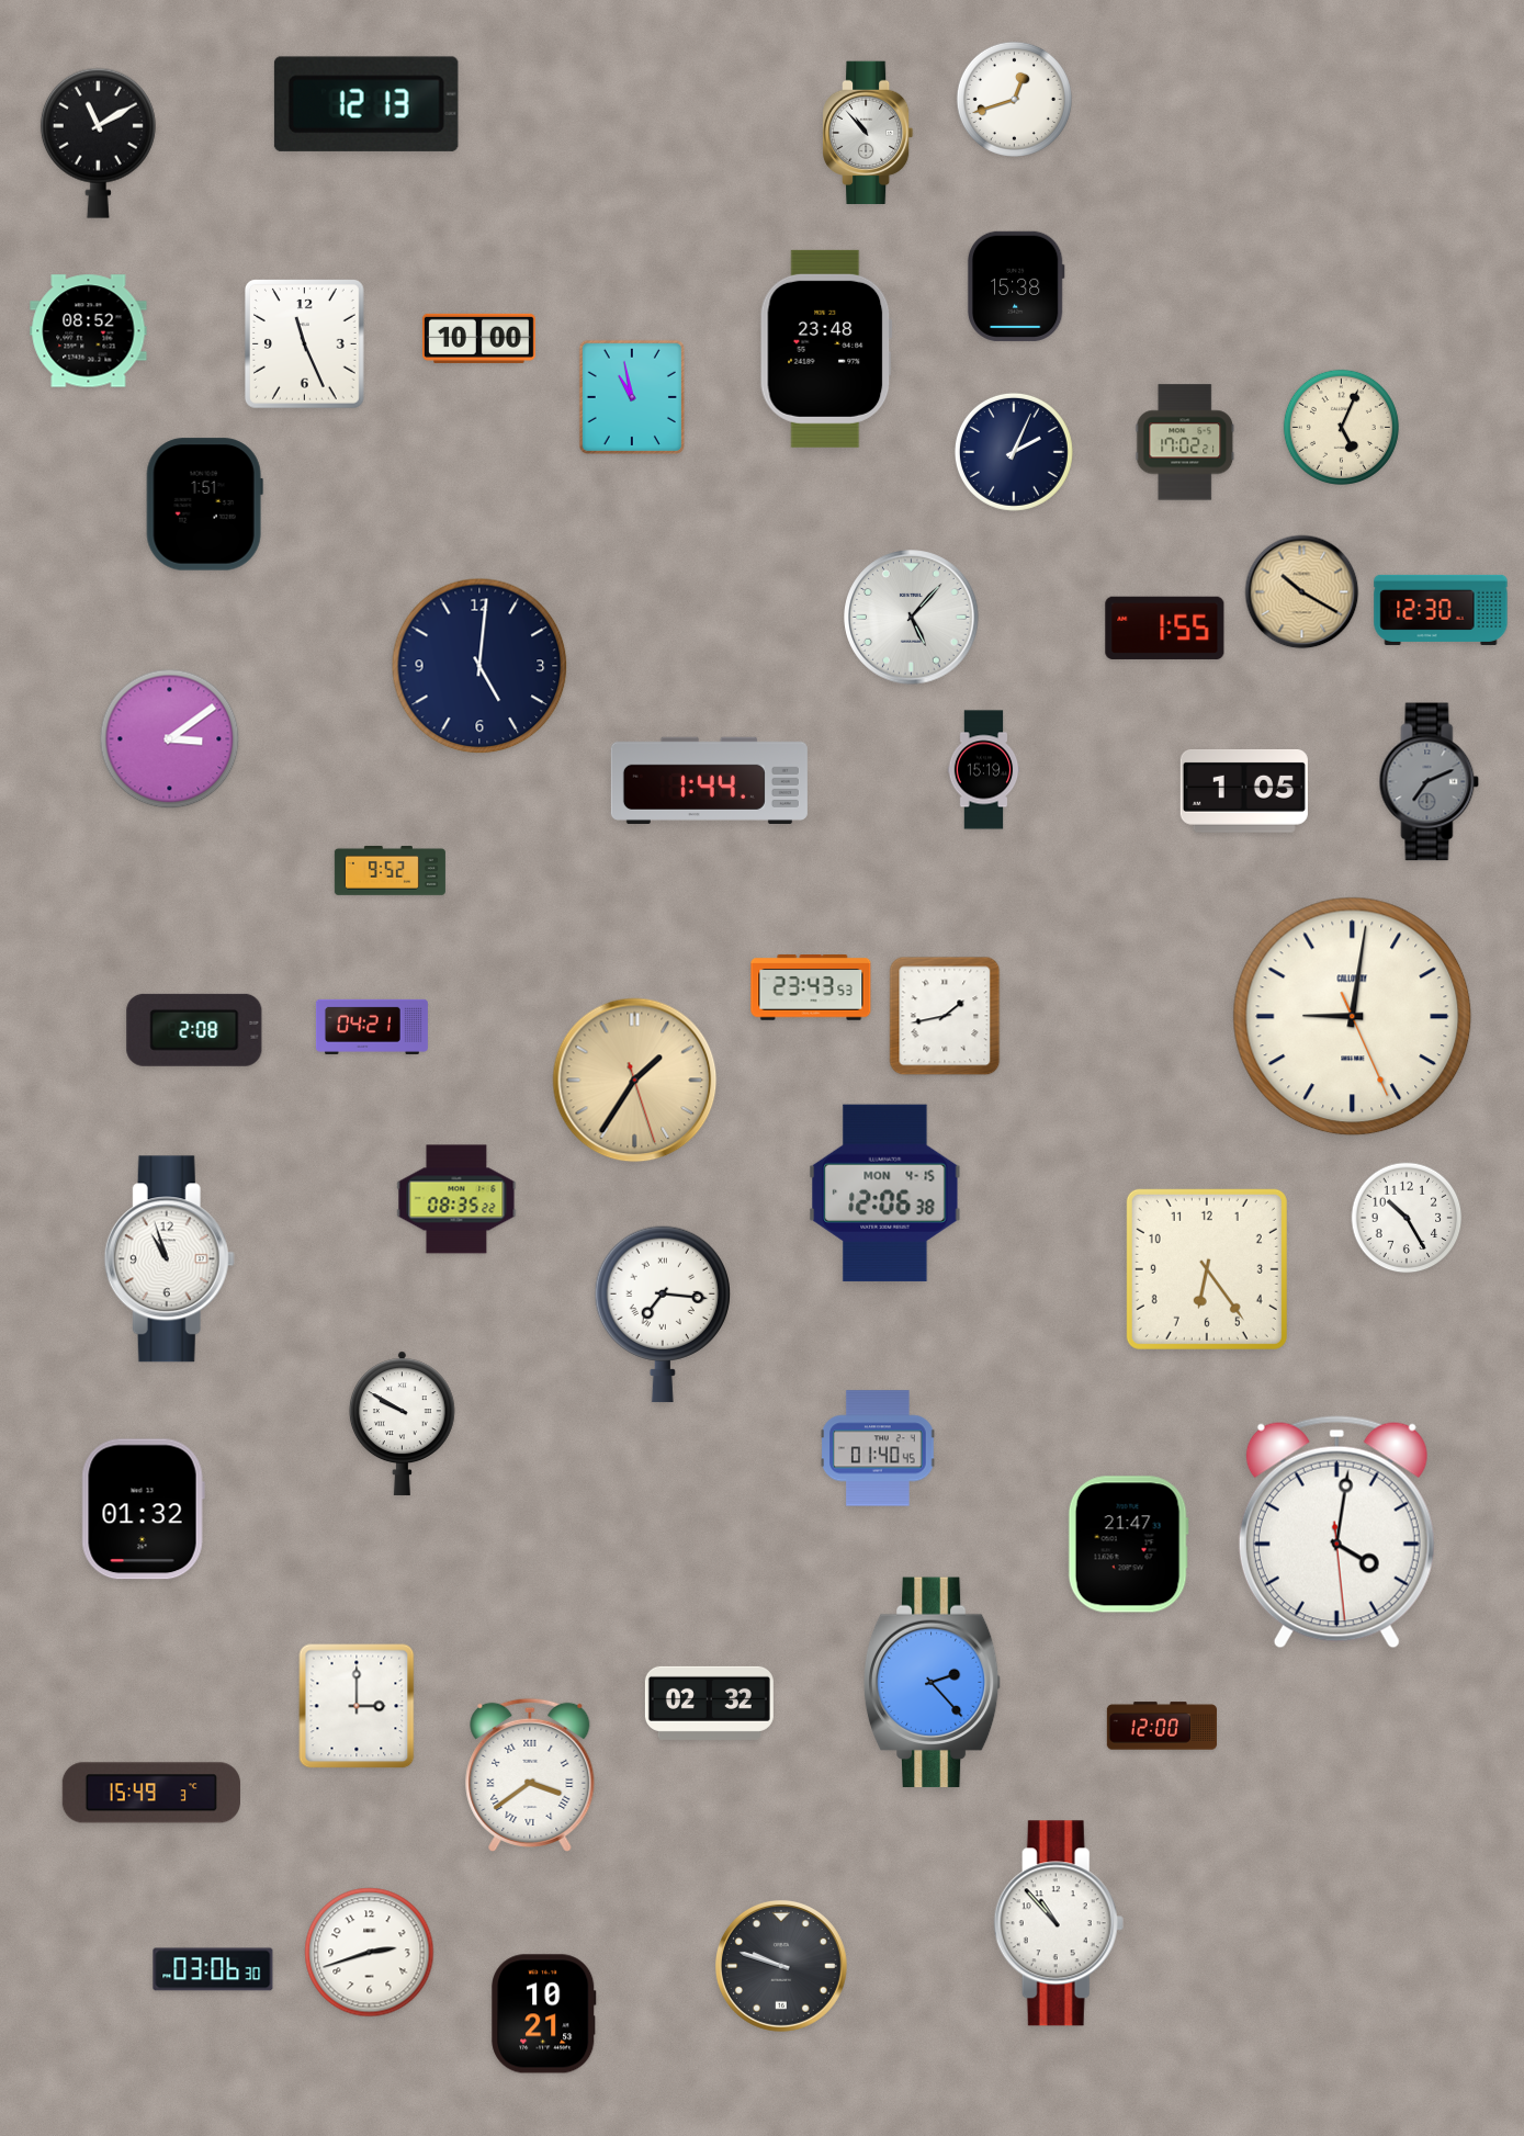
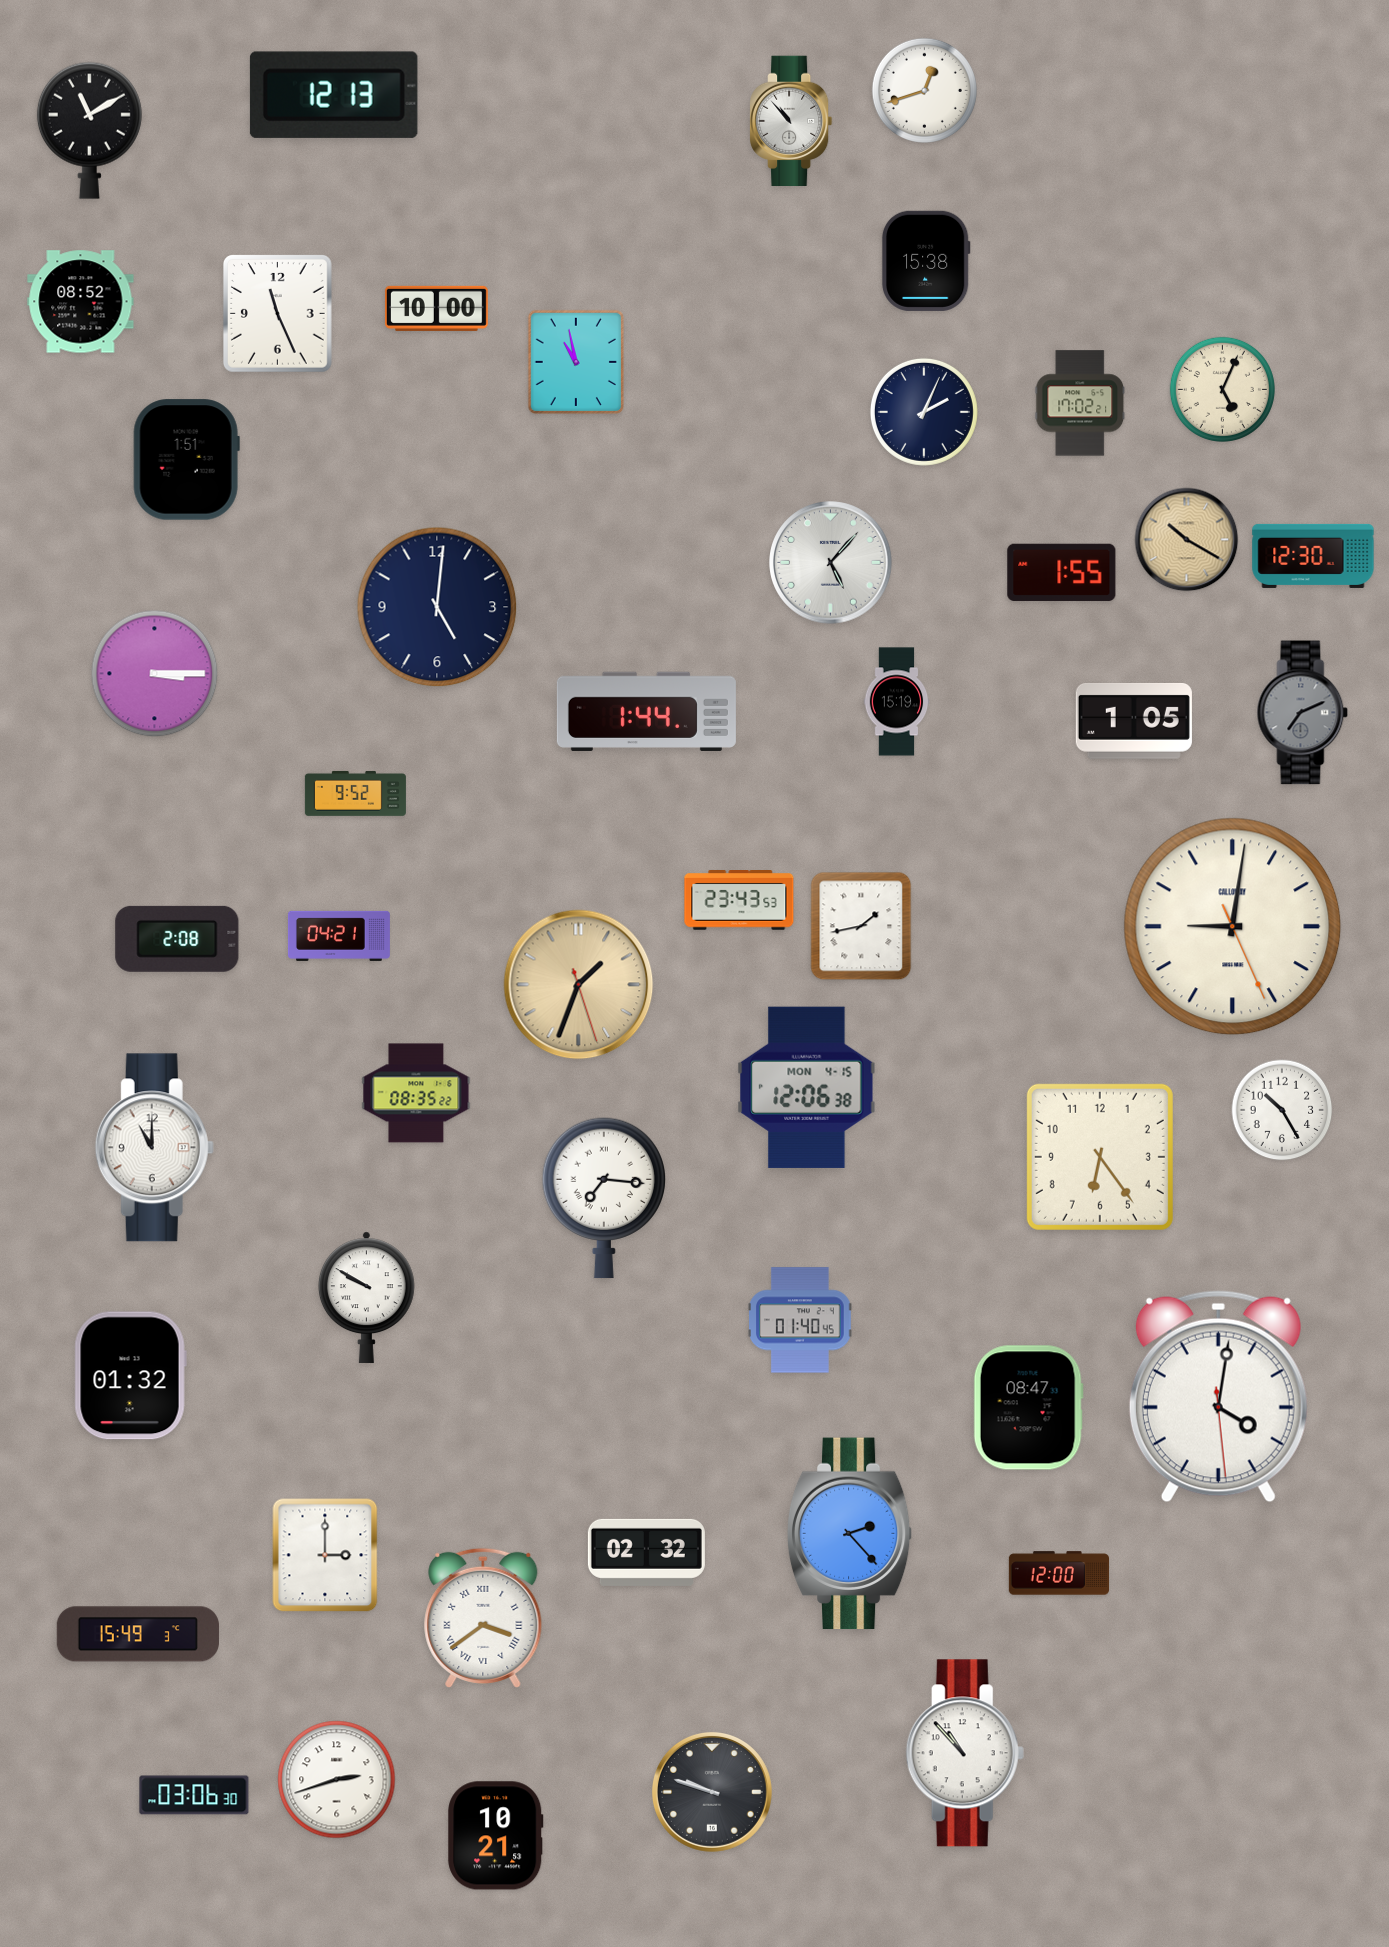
clock at (826, 349): 23:48 -> none
clock at (170, 739): 3:09 -> 3:15
clock at (635, 1081): 1:35 -> 1:33
clock at (169, 1259): 10:57 -> 11:00
clock at (1128, 1545): 21:47 -> 08:47
